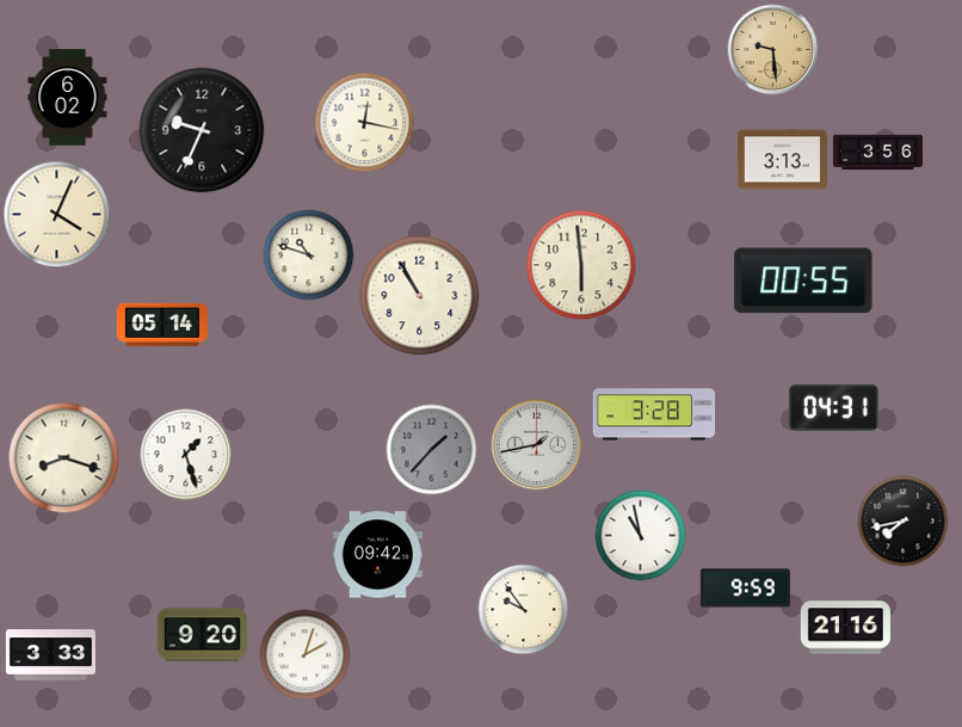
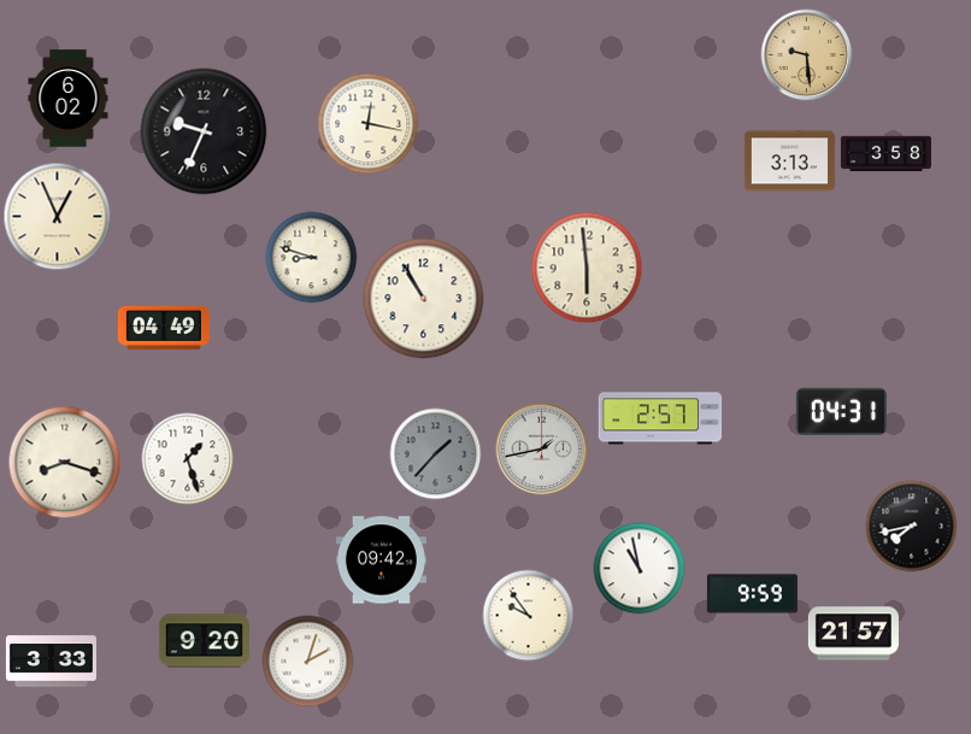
clock at (773, 50) position: (773, 50) -> (807, 55)
clock at (877, 153): 3:56 -> 3:58
clock at (57, 215): 4:04 -> 12:56
clock at (309, 255): 10:48 -> 8:48
clock at (803, 281): 00:55 -> none
clock at (162, 325): 05:14 -> 04:49
clock at (654, 414): 3:28 -> 2:57
clock at (641, 536) position: (641, 536) -> (640, 569)
clock at (845, 628): 21:16 -> 21:57
